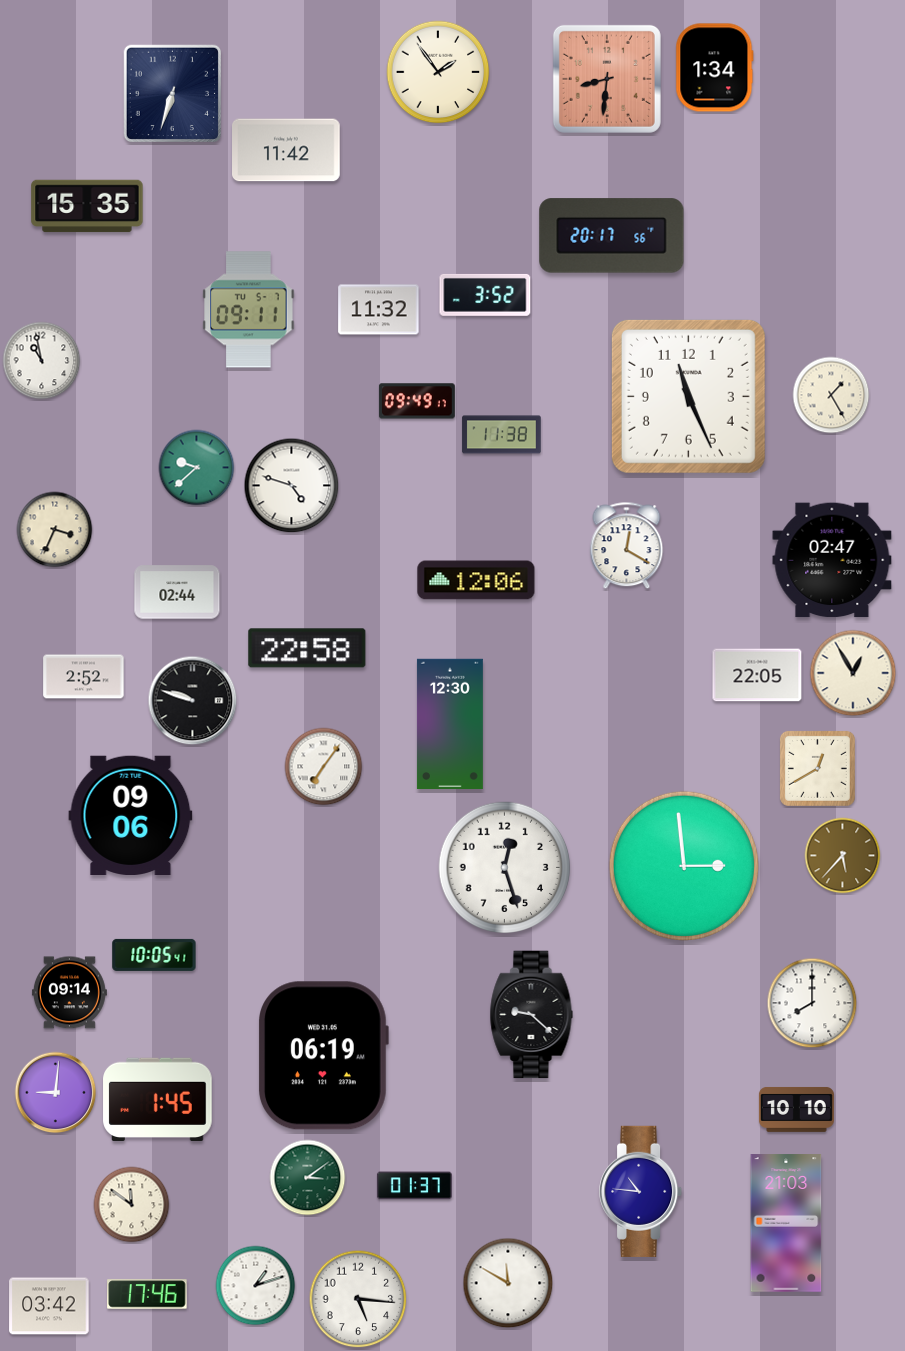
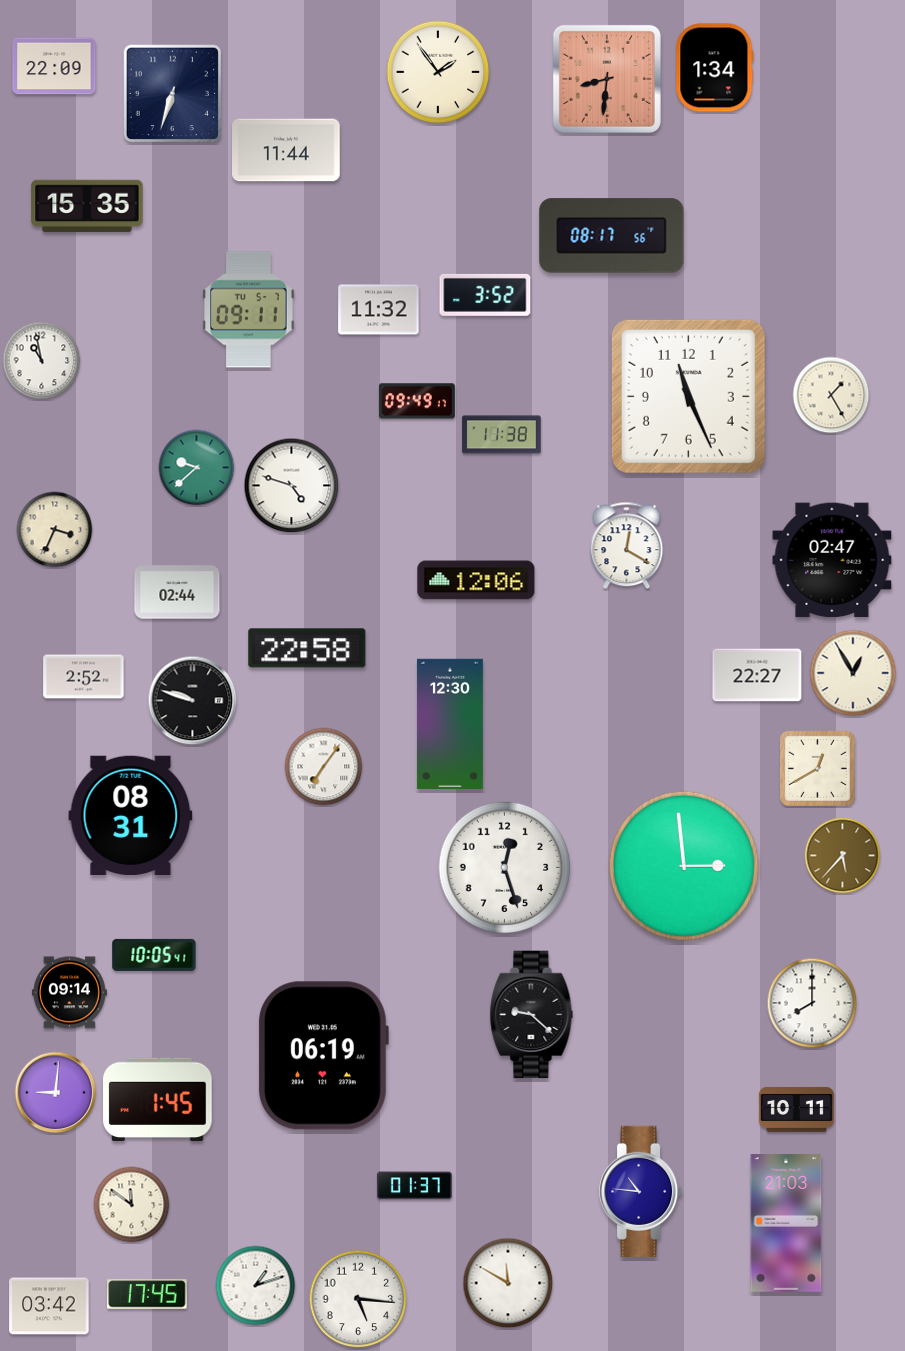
clock at (54, 66): none -> 22:09
clock at (286, 150): 11:42 -> 11:44
clock at (612, 236): 20:17 -> 08:17
clock at (757, 675): 22:05 -> 22:27
clock at (131, 815): 09:06 -> 08:31
clock at (796, 1109): 10:10 -> 10:11
clock at (308, 1178): 3:09 -> none
clock at (147, 1294): 17:46 -> 17:45
